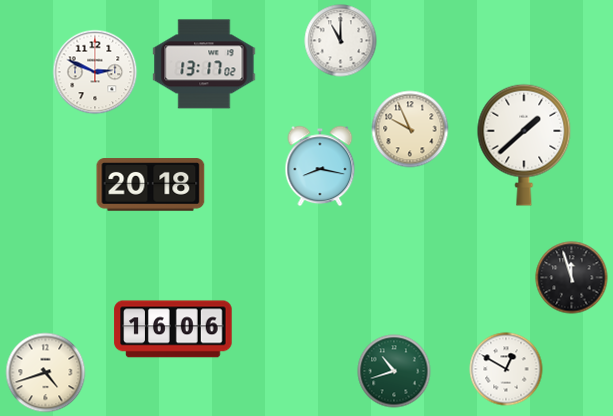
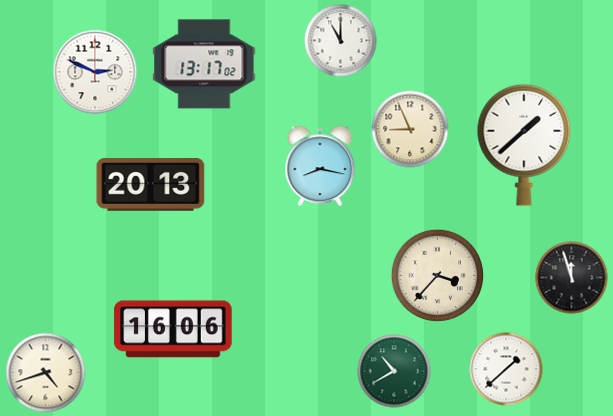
clock at (410, 129): 9:56 -> 8:56
clock at (151, 185): 20:18 -> 20:13
clock at (438, 276): none -> 3:37
clock at (506, 369): 12:50 -> 1:38
clock at (394, 371): 10:42 -> 10:40
